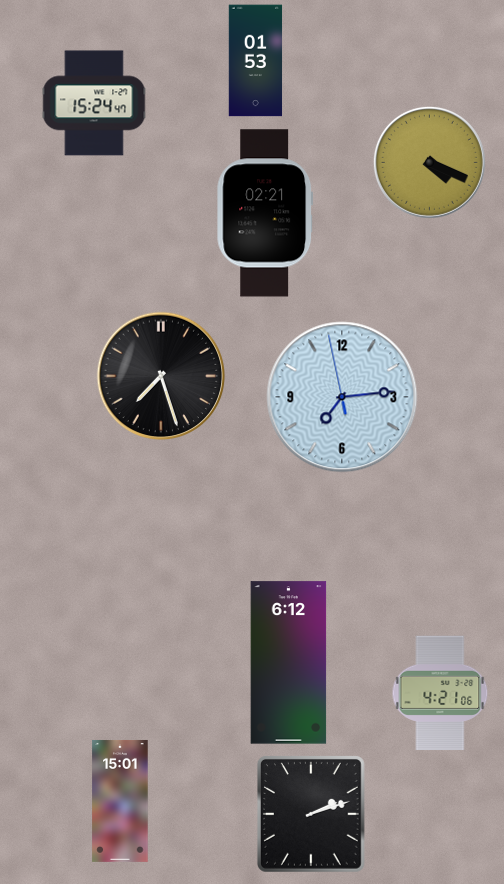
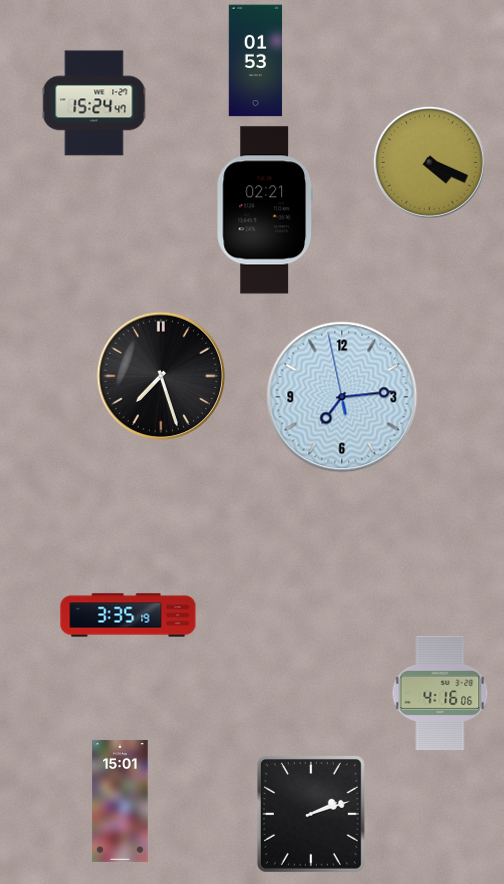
clock at (265, 213) position: (265, 213) -> (265, 210)
clock at (128, 615): none -> 3:35
clock at (289, 663): 6:12 -> none
clock at (440, 693): 4:21 -> 4:16
